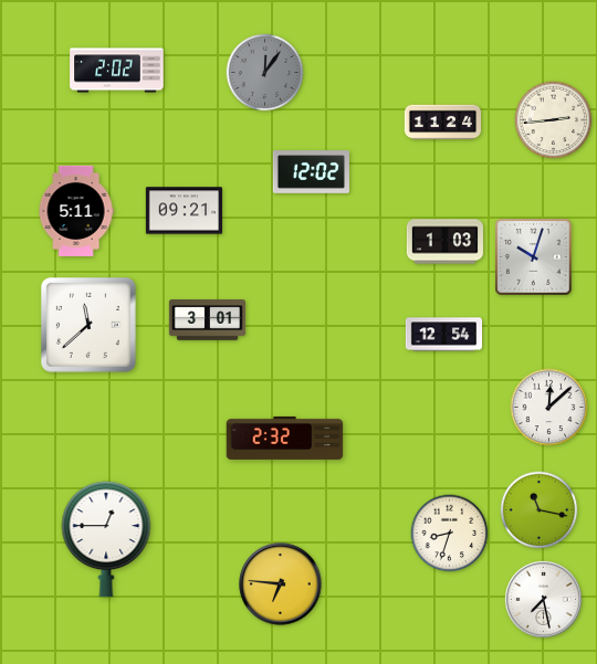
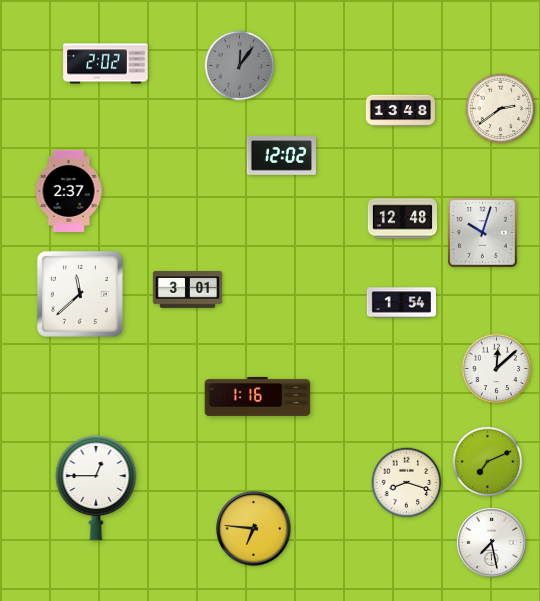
clock at (554, 120): 2:44 -> 2:39
clock at (442, 123): 11:24 -> 13:48
clock at (76, 211): 5:11 -> 2:37
clock at (184, 211): 09:21 -> none
clock at (444, 242): 1:03 -> 12:48
clock at (443, 335): 12:54 -> 1:54
clock at (285, 438): 2:32 -> 1:16
clock at (540, 510): 11:17 -> 7:11
clock at (450, 534): 8:33 -> 8:18
